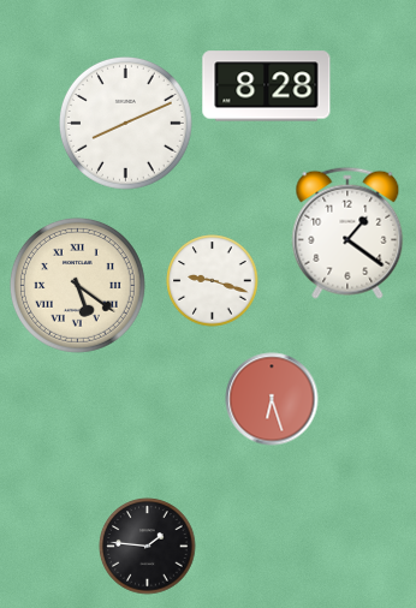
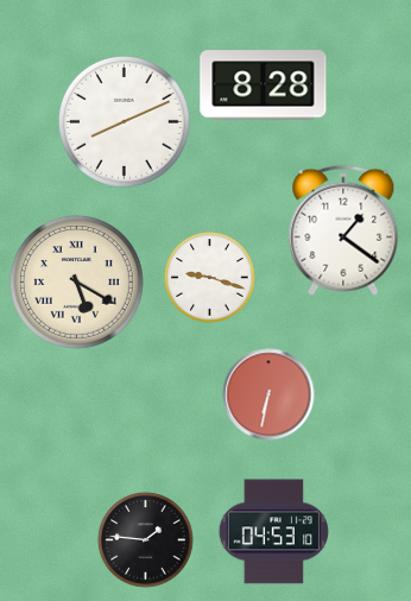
clock at (77, 285): 5:21 -> 5:20
clock at (272, 399): 6:27 -> 6:32
clock at (273, 532): none -> 04:53
